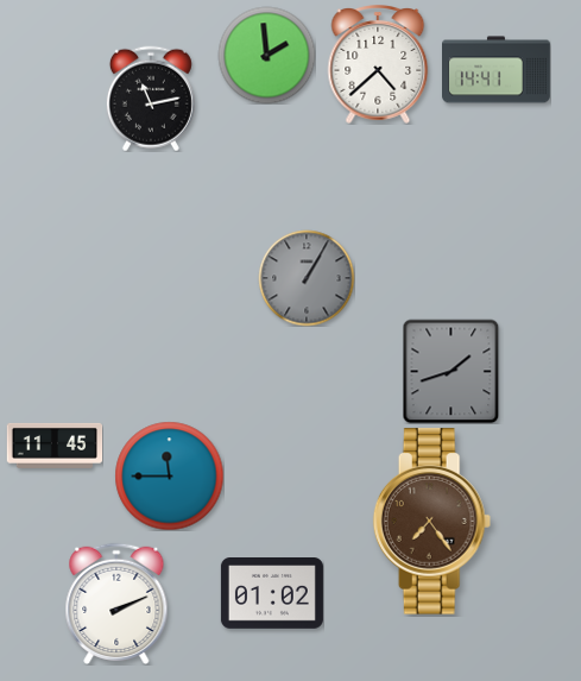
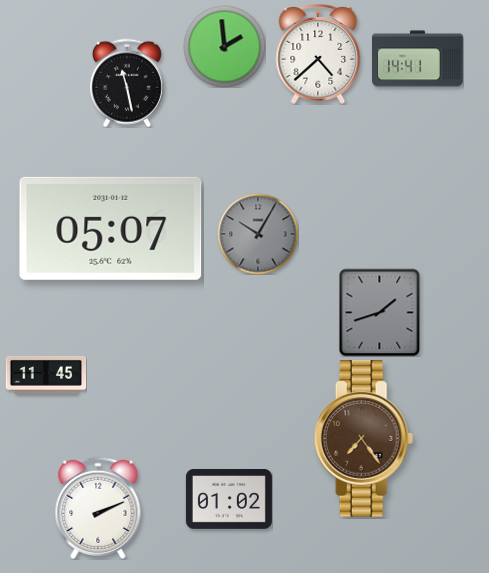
clock at (151, 99): 11:13 -> 11:28
clock at (111, 228): none -> 05:07
clock at (307, 278): 1:05 -> 10:05
clock at (169, 475): 11:45 -> none
